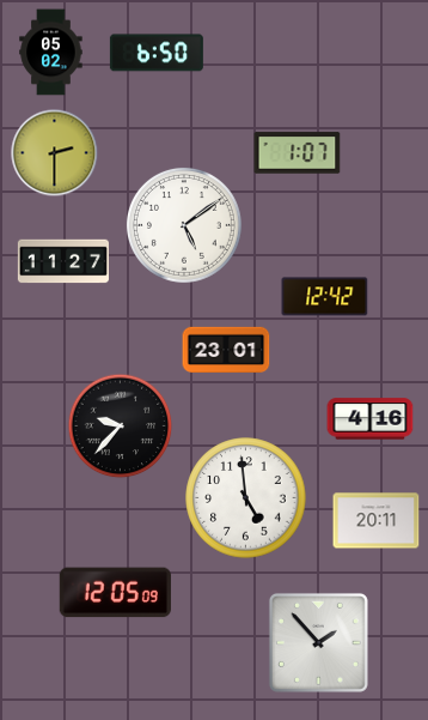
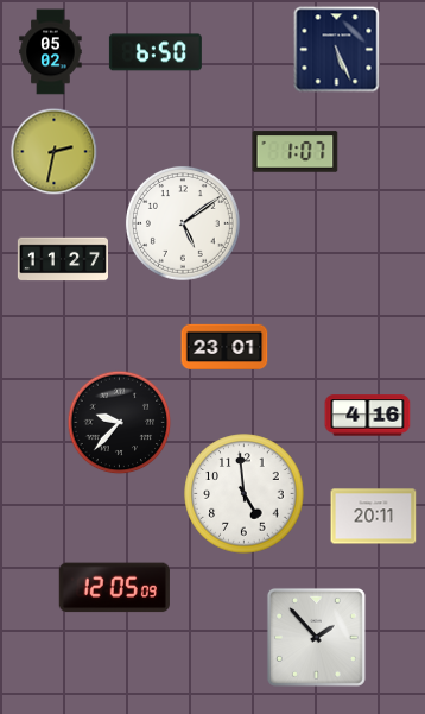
clock at (337, 50): none -> 5:26
clock at (55, 153): 2:30 -> 2:32
clock at (325, 297): 12:42 -> none
